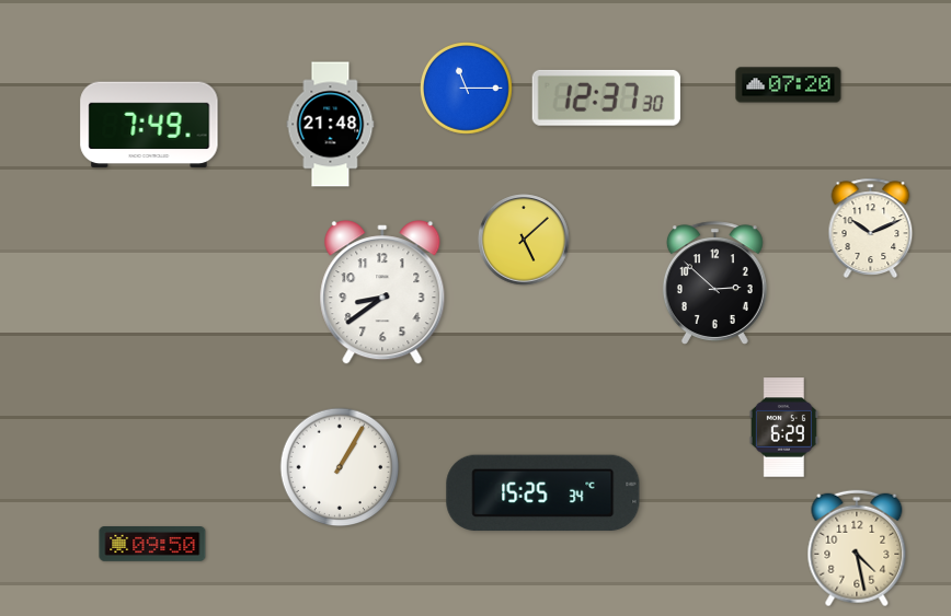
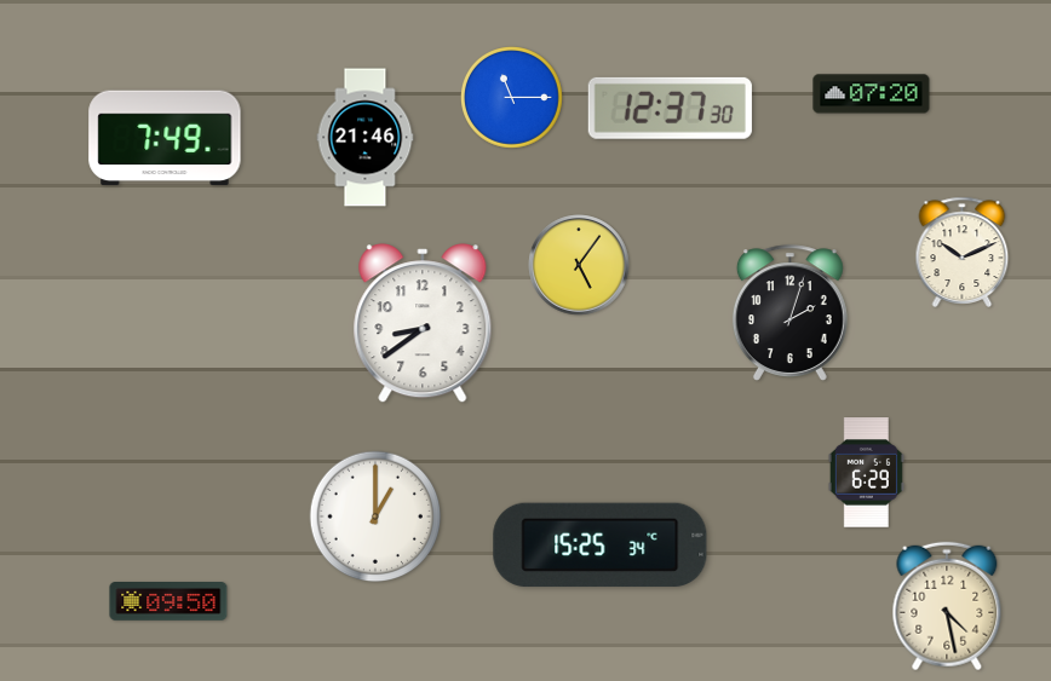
clock at (467, 89) position: (467, 89) -> (512, 98)
clock at (331, 125): 21:48 -> 21:46
clock at (524, 240): 5:08 -> 5:06
clock at (714, 283): 2:52 -> 2:03
clock at (340, 467): 1:05 -> 1:00
